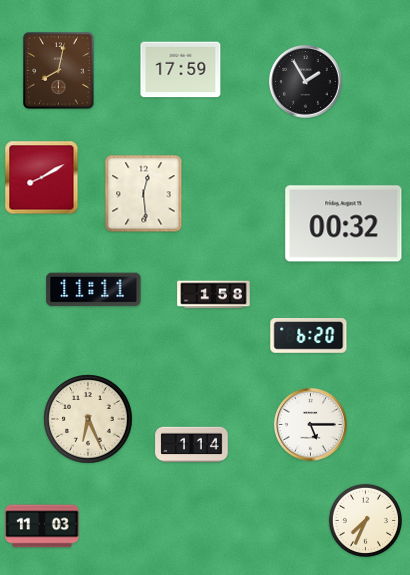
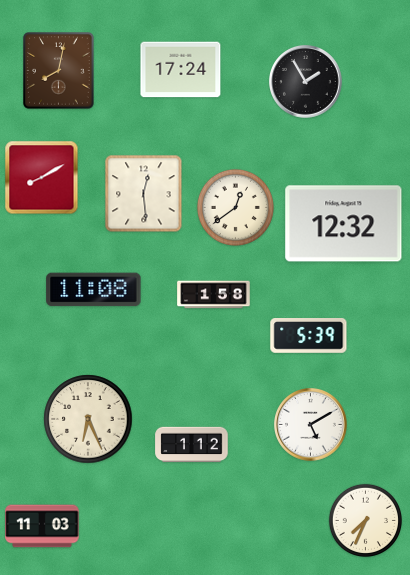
clock at (181, 70): 17:59 -> 17:24
clock at (235, 207): none -> 12:39
clock at (344, 224): 00:32 -> 12:32
clock at (94, 290): 11:11 -> 11:08
clock at (309, 336): 6:20 -> 5:39
clock at (311, 425): 5:15 -> 5:10
clock at (192, 445): 1:14 -> 1:12
